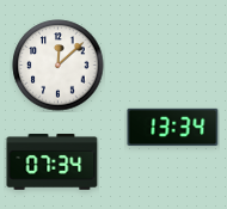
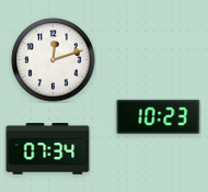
clock at (59, 66): 12:08 -> 12:12
clock at (173, 128): 13:34 -> 10:23
